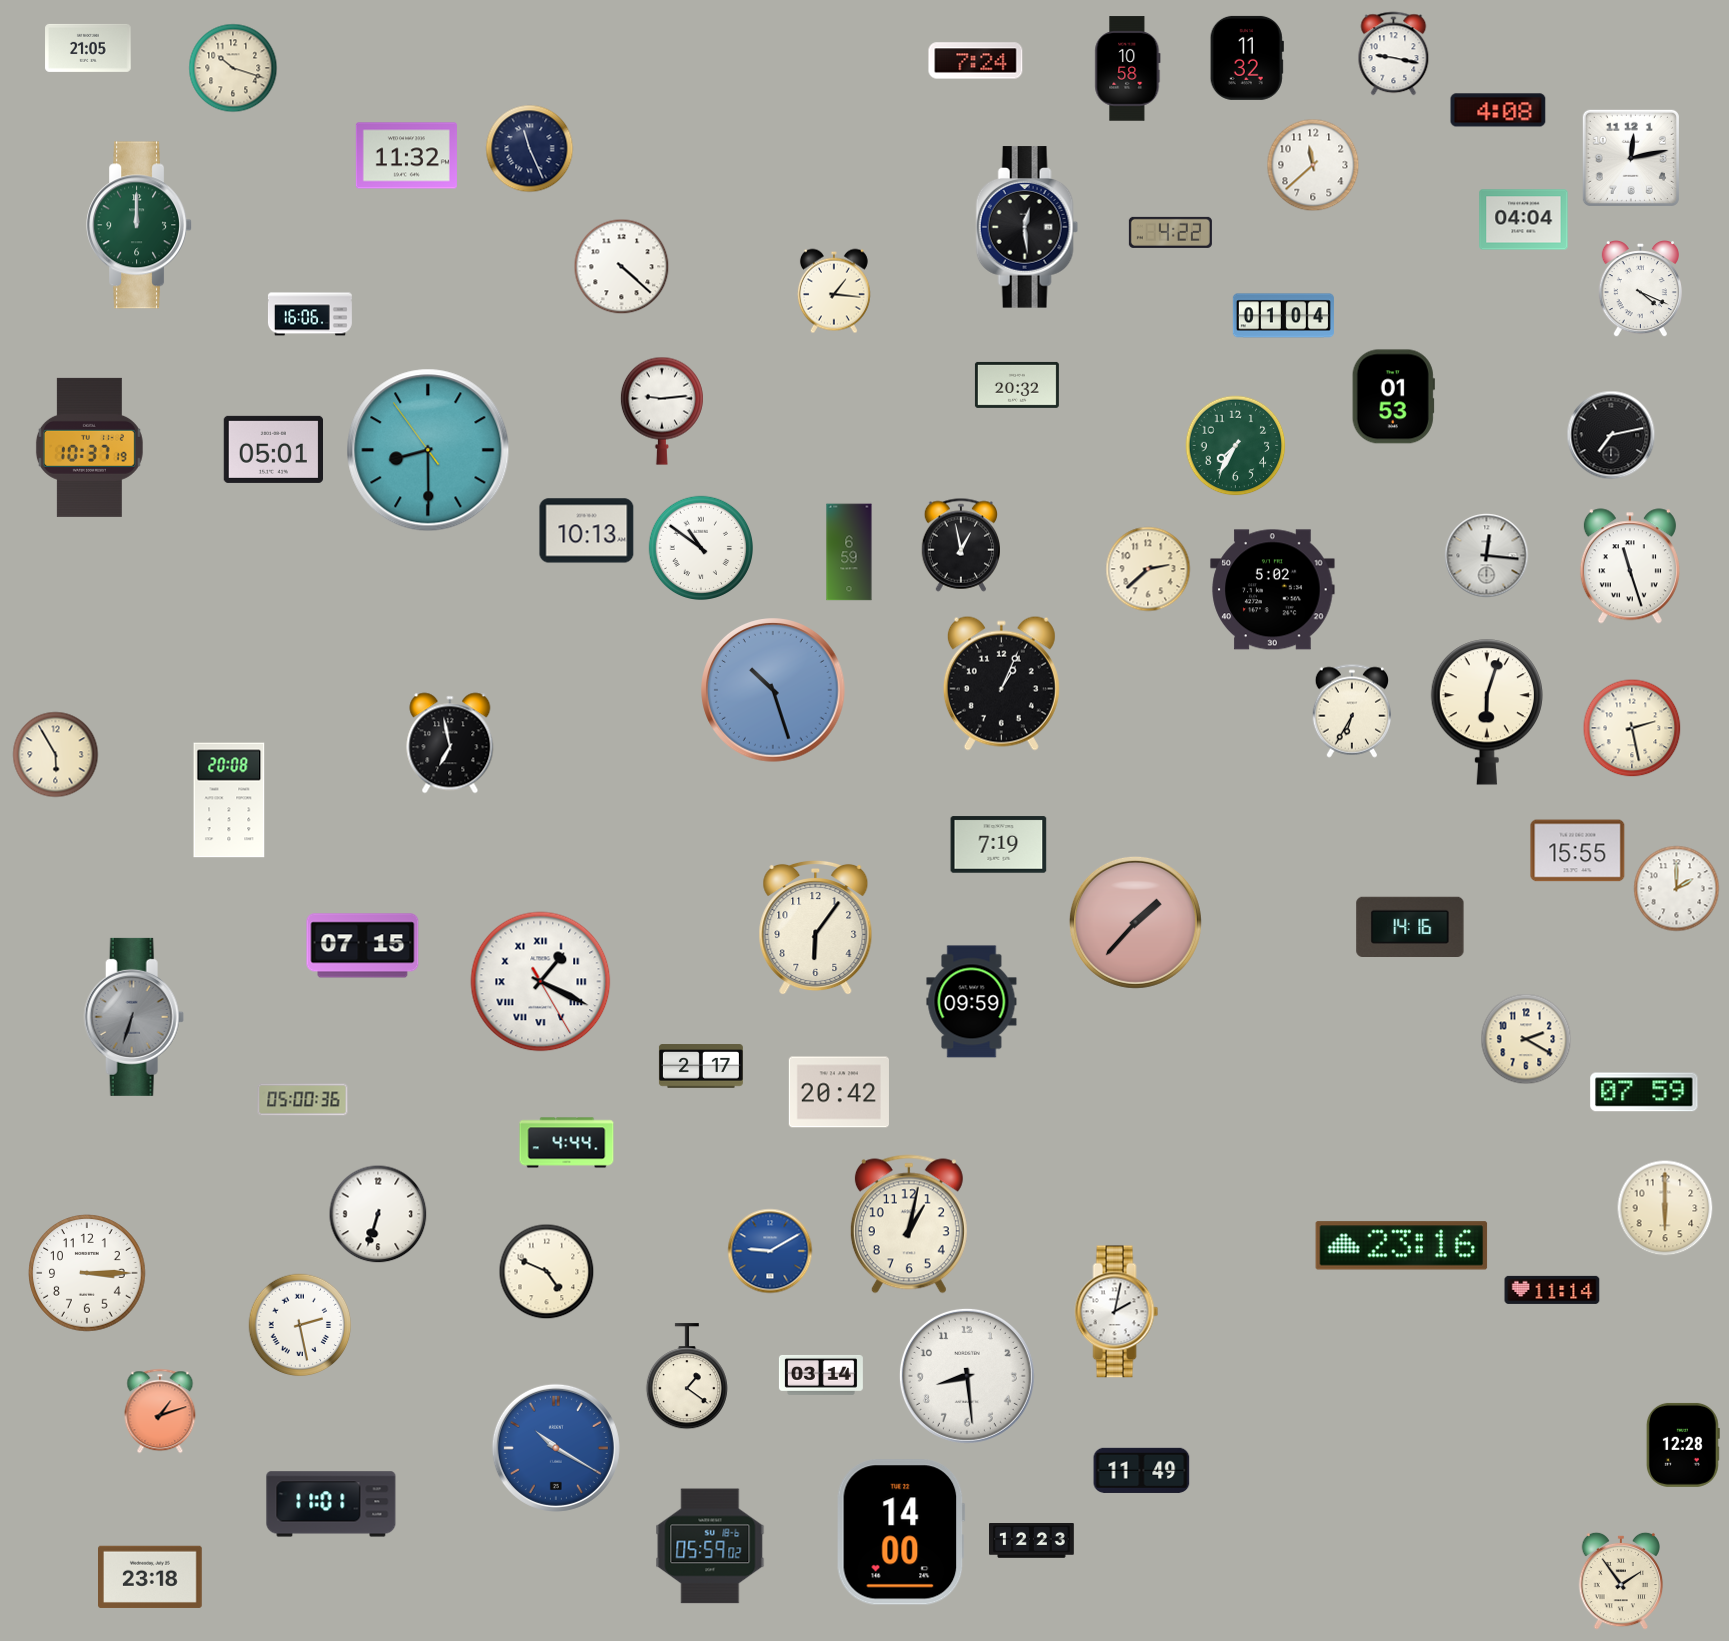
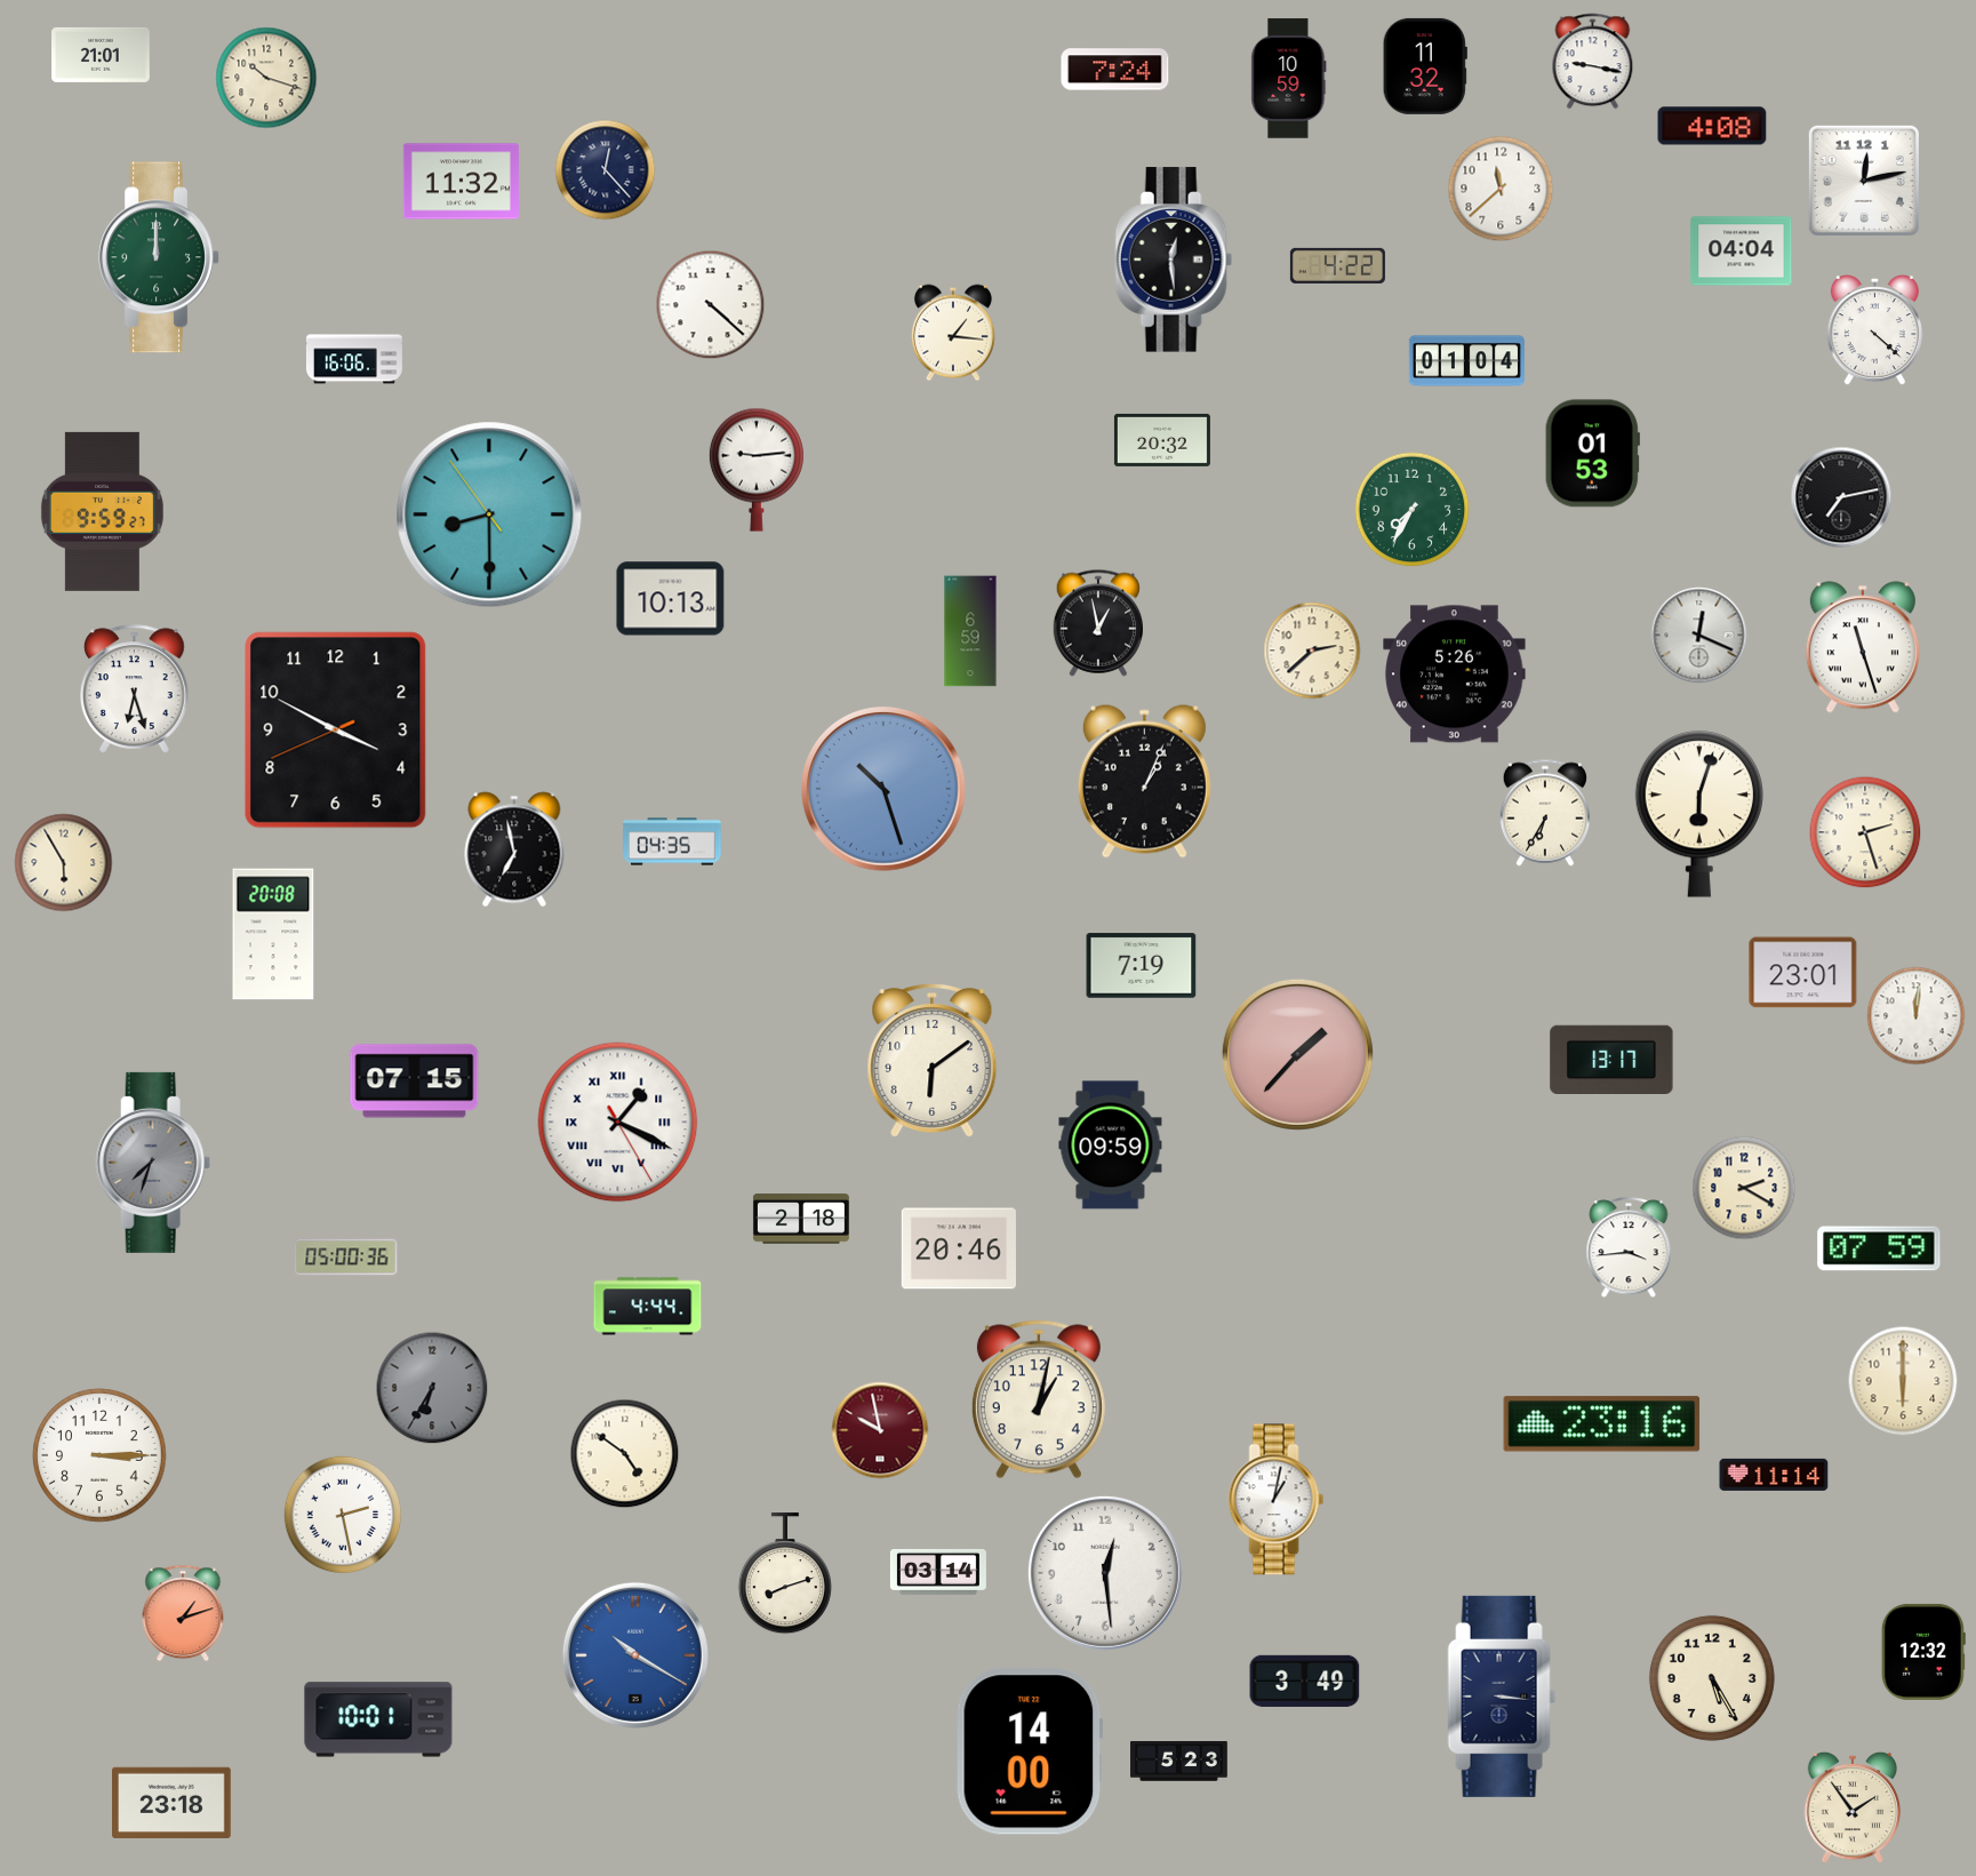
clock at (88, 48): 21:05 -> 21:01
clock at (1128, 69): 10:58 -> 10:59
clock at (530, 149): 11:26 -> 12:23
clock at (406, 156) position: (406, 156) -> (461, 182)
clock at (1640, 290): 4:19 -> 4:22
clock at (89, 447): 10:37 -> 9:59
clock at (273, 449): 05:01 -> none
clock at (587, 531) position: (587, 531) -> (671, 599)
clock at (700, 547): 10:51 -> none
clock at (1487, 556): 12:16 -> 12:19
clock at (1273, 590): 5:02 -> 5:26
clock at (135, 689): none -> 6:27
clock at (336, 731): none -> 3:49
clock at (1632, 728): 2:28 -> 2:27
clock at (672, 841): none -> 04:35
clock at (229, 800) position: (229, 800) -> (273, 934)
clock at (1578, 851): 15:55 -> 23:01
clock at (1677, 889): 2:00 -> 12:01
clock at (1410, 926): 14:16 -> 13:17
clock at (816, 928): 6:06 -> 6:09
clock at (134, 1017): 6:33 -> 7:33
clock at (701, 1066): 2:17 -> 2:18
clock at (839, 1092): 20:42 -> 20:46
clock at (1629, 1248): none -> 3:44
clock at (378, 1214): 6:33 -> 6:35
clock at (378, 1214) dial: white -> grey
clock at (770, 1251): 9:10 -> 9:58
clock at (770, 1251) dial: blue -> burgundy
clock at (547, 1272): 4:49 -> 4:51
clock at (1117, 1312): 2:02 -> 1:02
clock at (967, 1376): 8:29 -> 12:29
clock at (687, 1377): 1:21 -> 8:12
clock at (1683, 1445): 12:28 -> 12:32
clock at (1712, 1678): none -> 5:25
clock at (1142, 1470): 11:49 -> 3:49
clock at (1502, 1697): none -> 3:16
clock at (331, 1504): 11:01 -> 10:01
clock at (1032, 1541): 12:23 -> 5:23
clock at (710, 1546): 05:59 -> none
